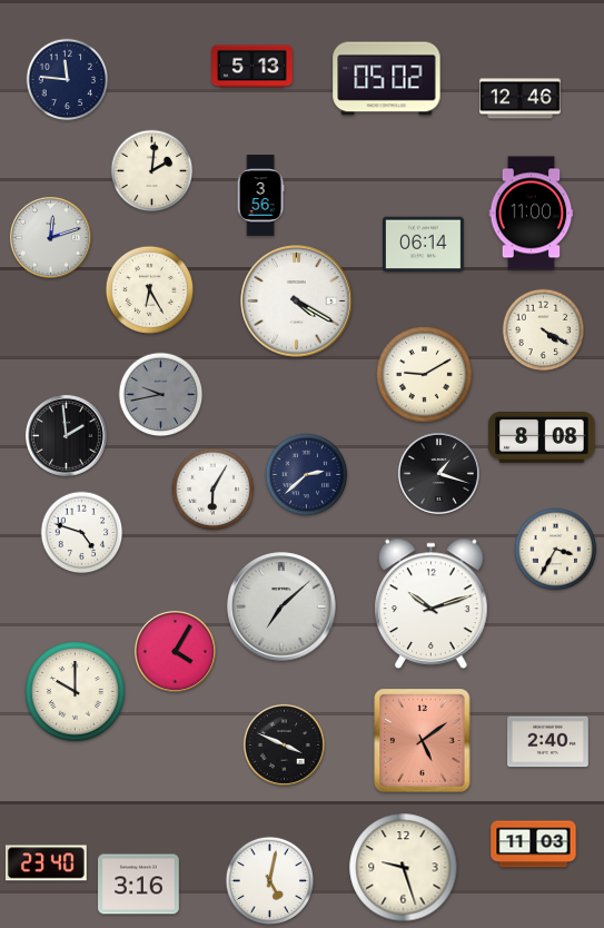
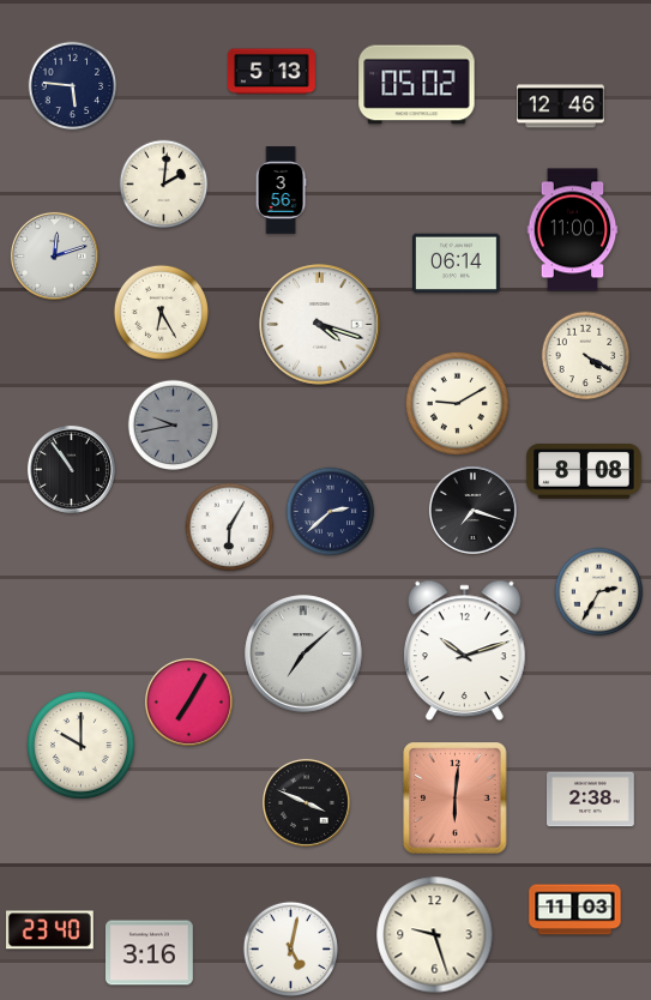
clock at (68, 80): 11:46 -> 5:46
clock at (260, 196) position: (260, 196) -> (281, 191)
clock at (297, 302): 4:20 -> 4:18
clock at (66, 435): 1:59 -> 10:54
clock at (438, 473): 1:18 -> 7:18
clock at (82, 533): 4:48 -> none
clock at (556, 550): 3:35 -> 2:35
clock at (175, 651): 4:05 -> 7:05
clock at (423, 741): 5:09 -> 6:01
clock at (548, 742): 2:40 -> 2:38
